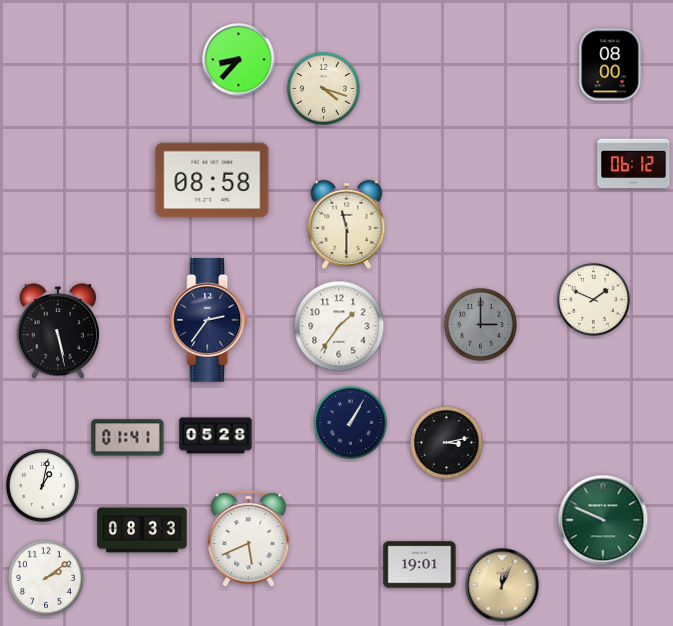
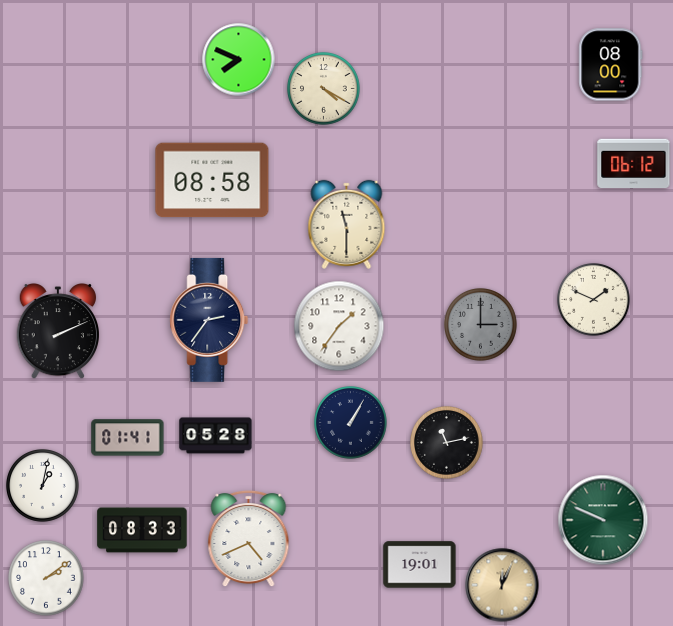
clock at (239, 60): 8:37 -> 7:49
clock at (324, 89): 4:18 -> 4:20
clock at (57, 332): 5:28 -> 2:11
clock at (447, 443): 3:13 -> 11:13
clock at (249, 539): 5:41 -> 4:41
